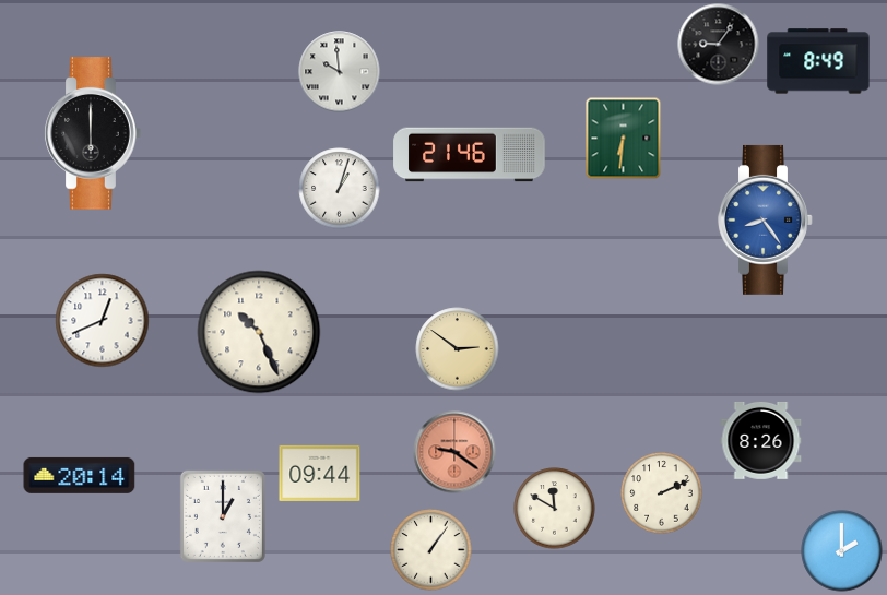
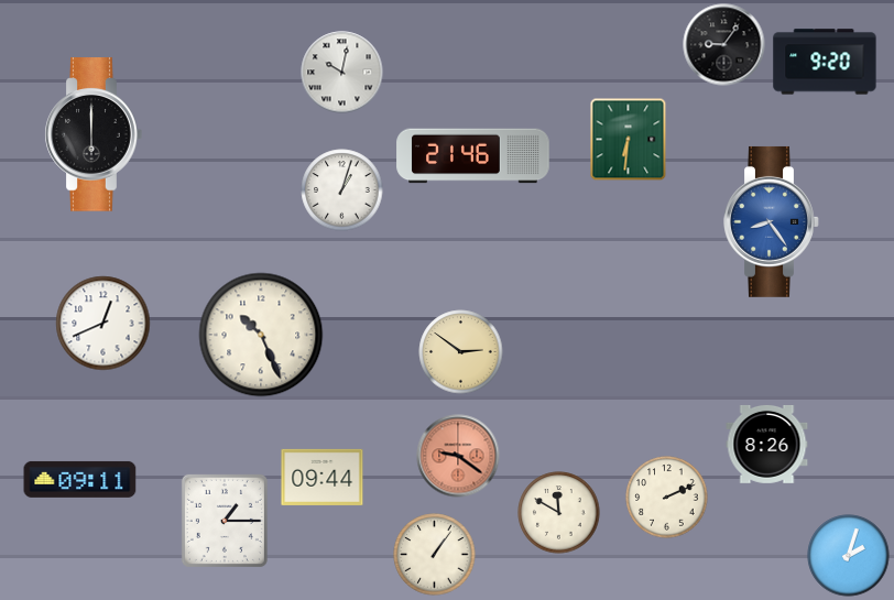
clock at (818, 61): 8:49 -> 9:20
clock at (340, 72): 9:59 -> 10:02
clock at (80, 475): 20:14 -> 09:11
clock at (223, 516): 1:00 -> 1:15
clock at (842, 551): 2:00 -> 2:03
